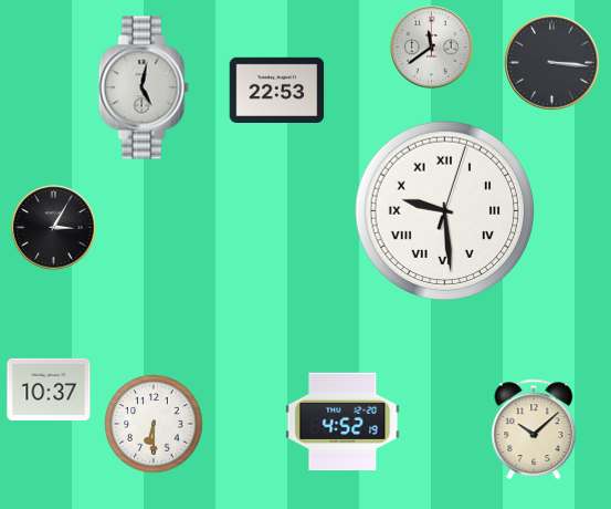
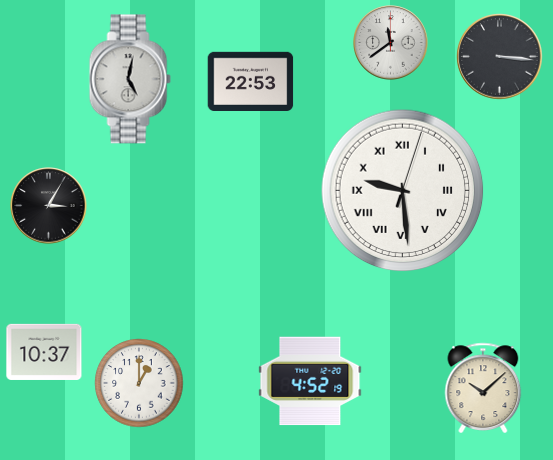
clock at (154, 424): 6:30 -> 1:00
